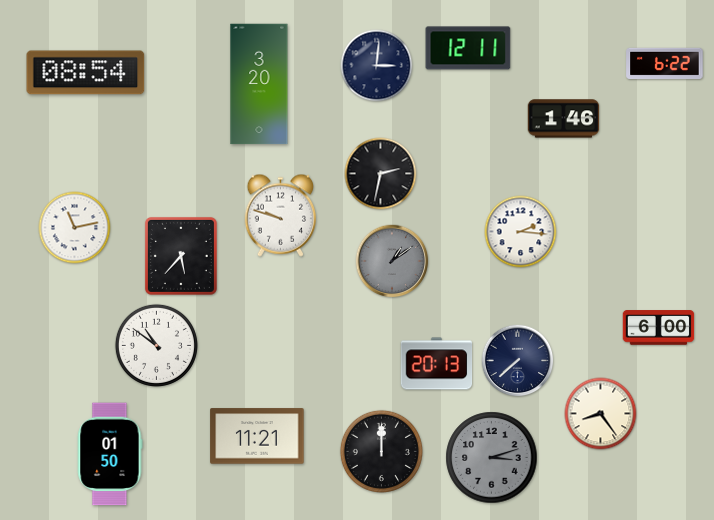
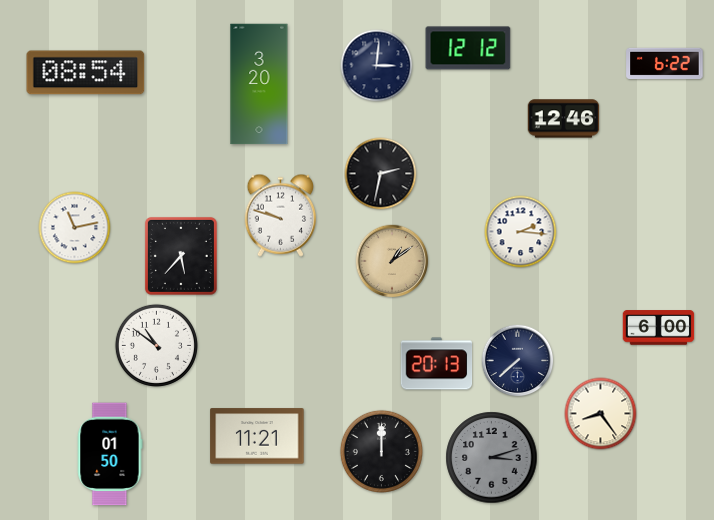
clock at (468, 48): 12:11 -> 12:12
clock at (564, 119): 1:46 -> 12:46
clock at (392, 261) dial: grey -> champagne
